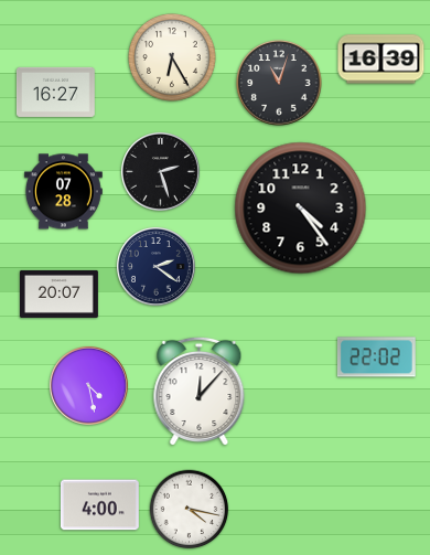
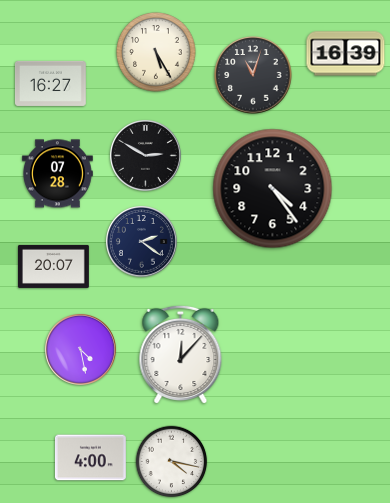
clock at (172, 57): 6:25 -> 5:25
clock at (160, 171): 2:27 -> 2:50
clock at (376, 357): 22:02 -> none
